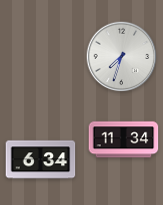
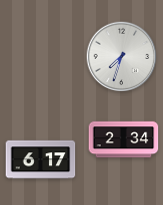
clock at (124, 140): 11:34 -> 2:34
clock at (41, 160): 6:34 -> 6:17
